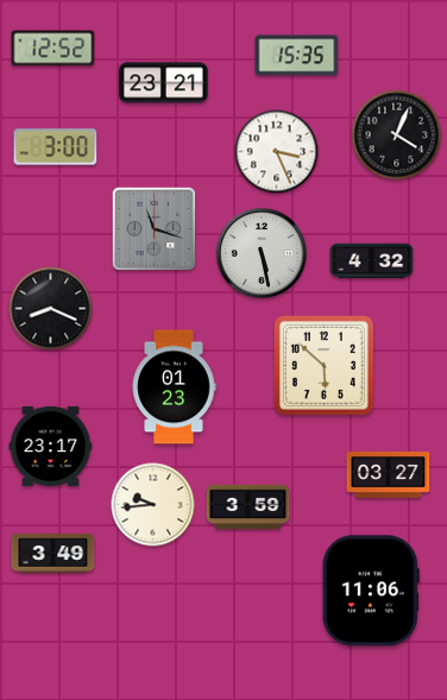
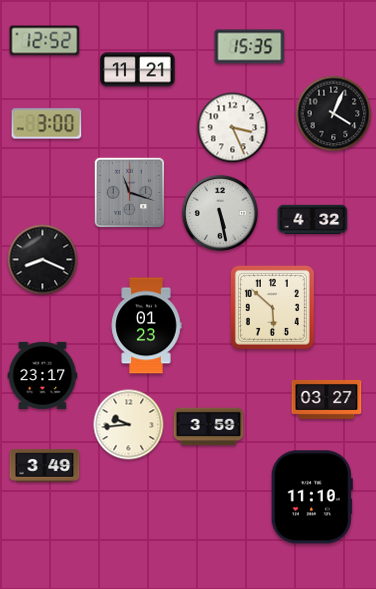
clock at (163, 83): 23:21 -> 11:21
clock at (371, 591): 11:06 -> 11:10
